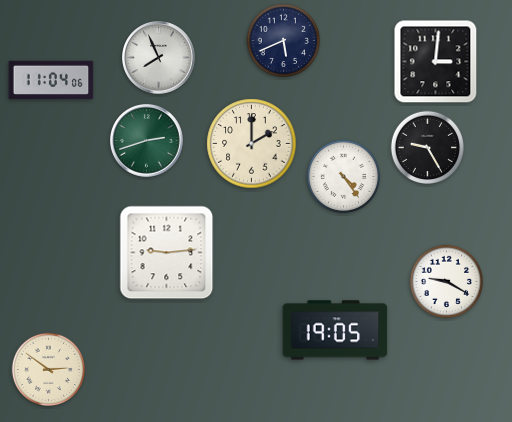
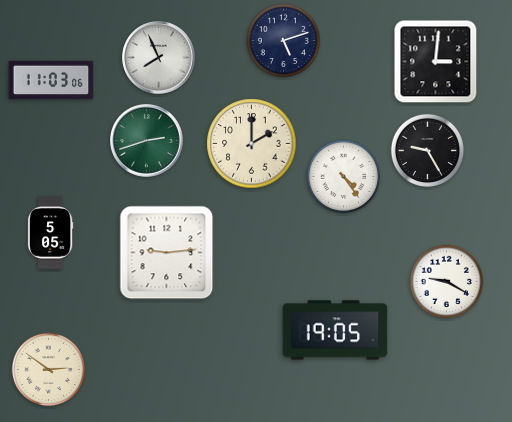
clock at (283, 40): 5:41 -> 5:12
clock at (51, 80): 11:04 -> 11:03
clock at (427, 147) position: (427, 147) -> (427, 150)
clock at (50, 233): none -> 5:05
